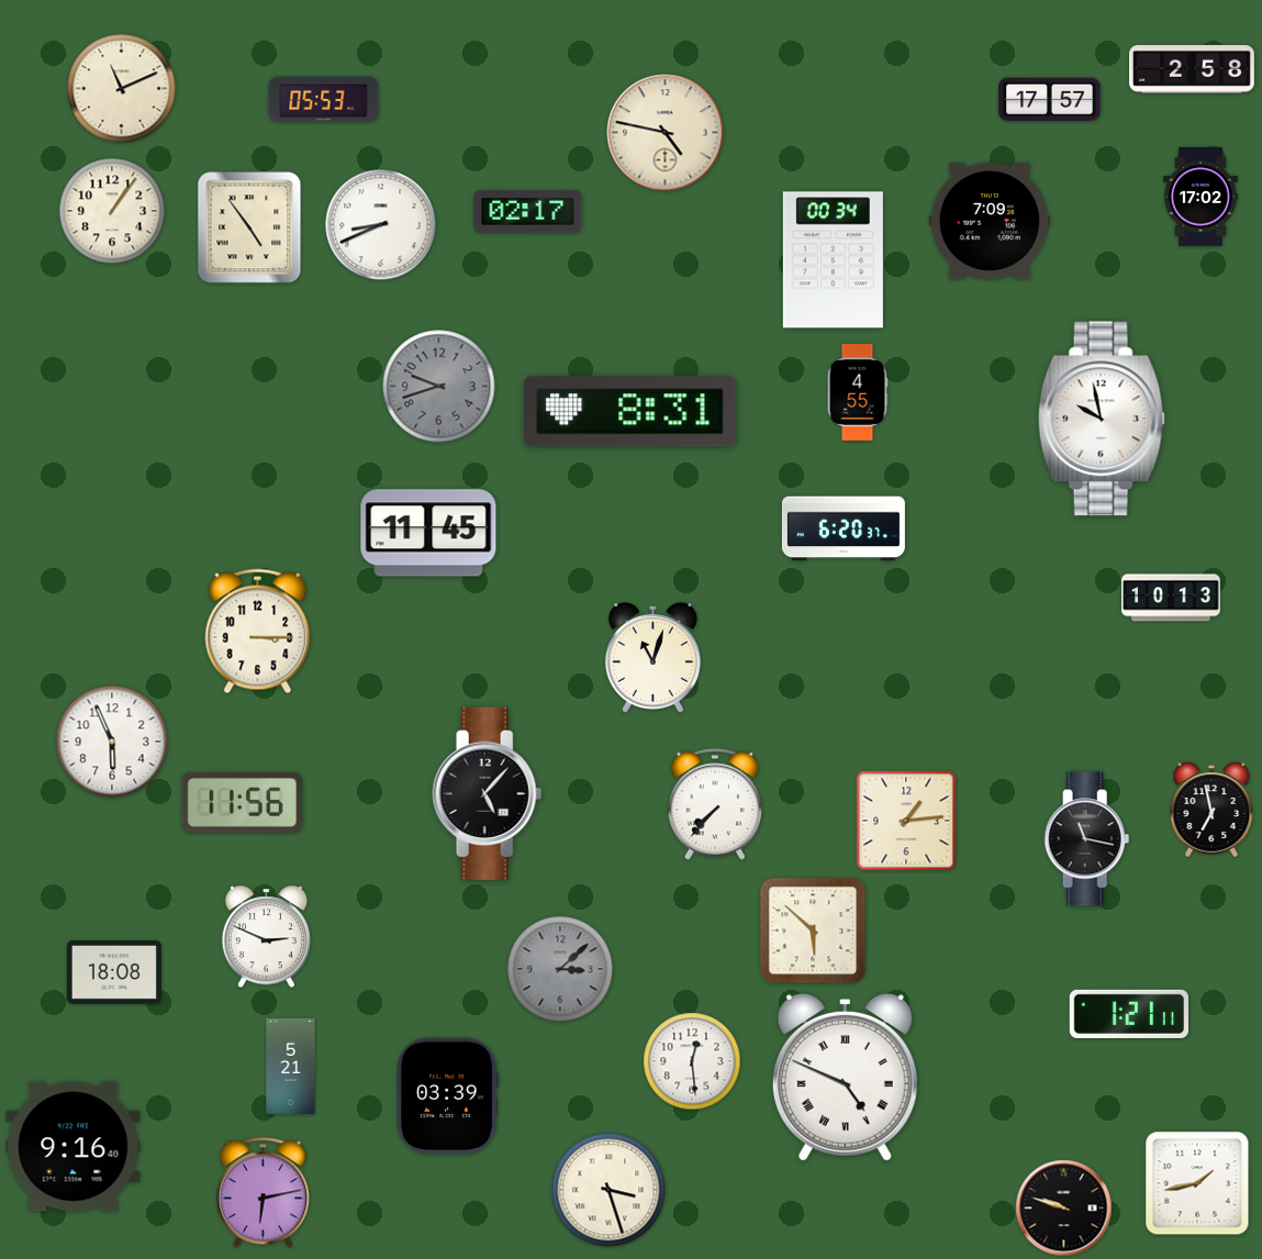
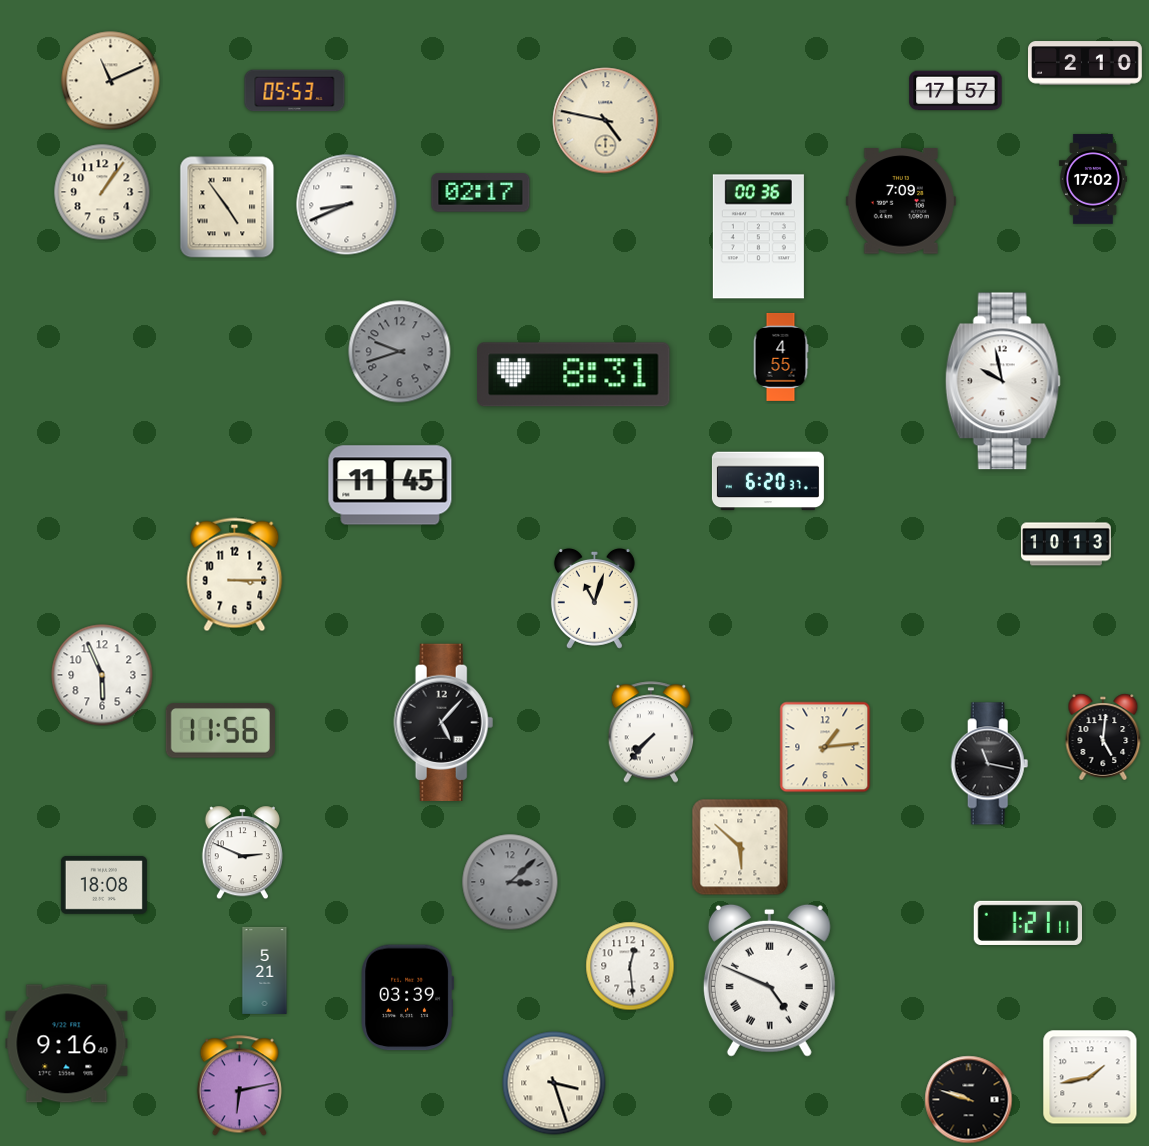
clock at (1193, 69): 2:58 -> 2:10
clock at (833, 260): 00:34 -> 00:36
clock at (1211, 810): 6:58 -> 5:01
